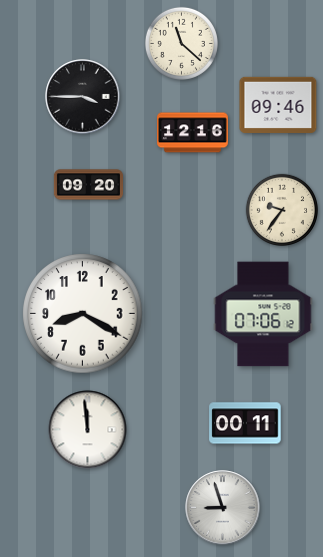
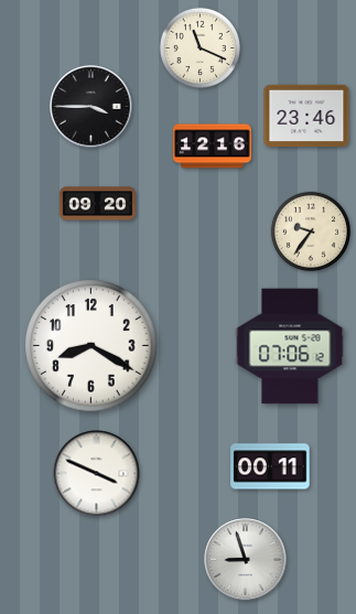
clock at (181, 43): 11:22 -> 11:19
clock at (278, 104): 09:46 -> 23:46
clock at (88, 430): 11:59 -> 3:49
